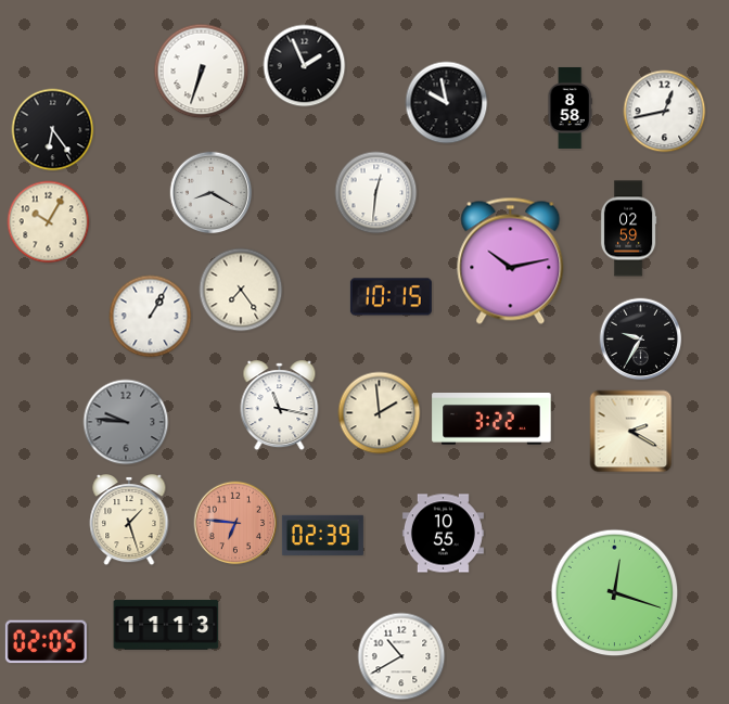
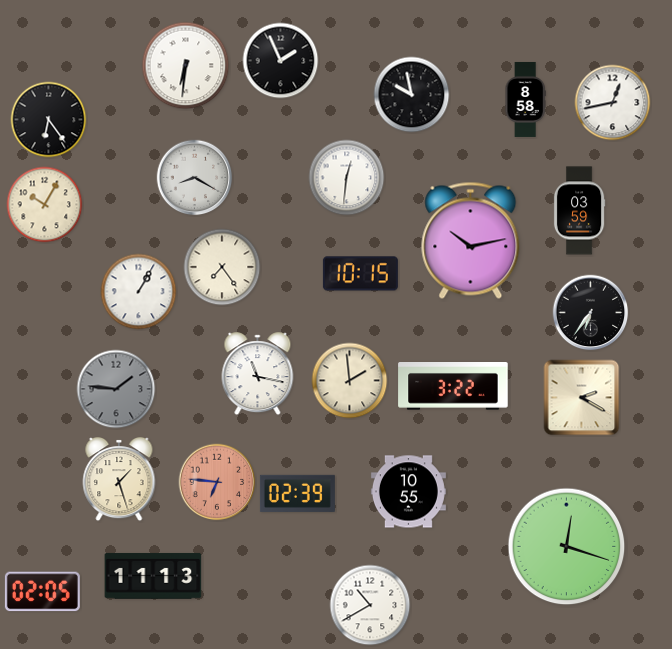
clock at (202, 72): 6:33 -> 6:31
clock at (628, 229): 02:59 -> 03:59
clock at (641, 340): 9:35 -> 6:36
clock at (126, 422): 9:46 -> 1:46
